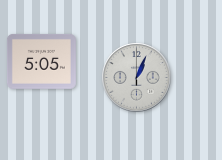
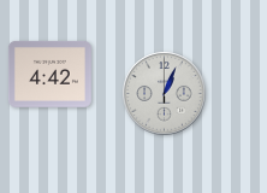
clock at (41, 62): 5:05 -> 4:42
